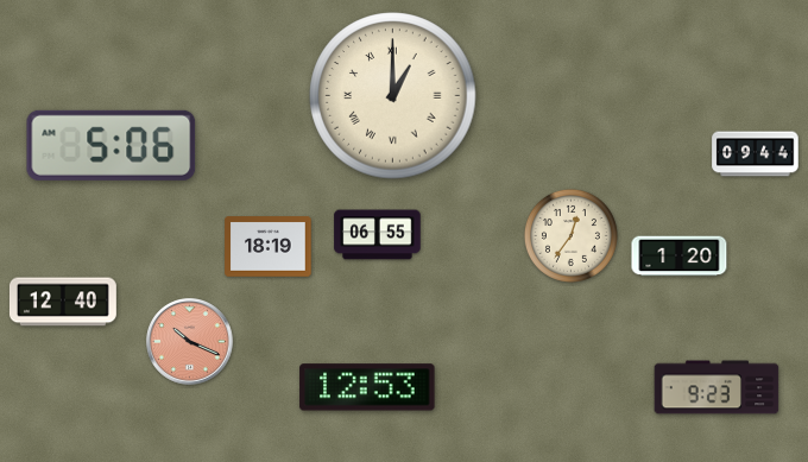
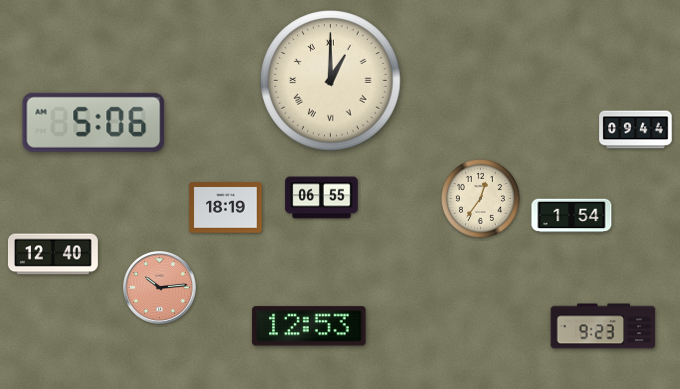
clock at (378, 235) position: (378, 235) -> (322, 198)
clock at (680, 257): 1:20 -> 1:54
clock at (190, 342): 10:19 -> 10:14
